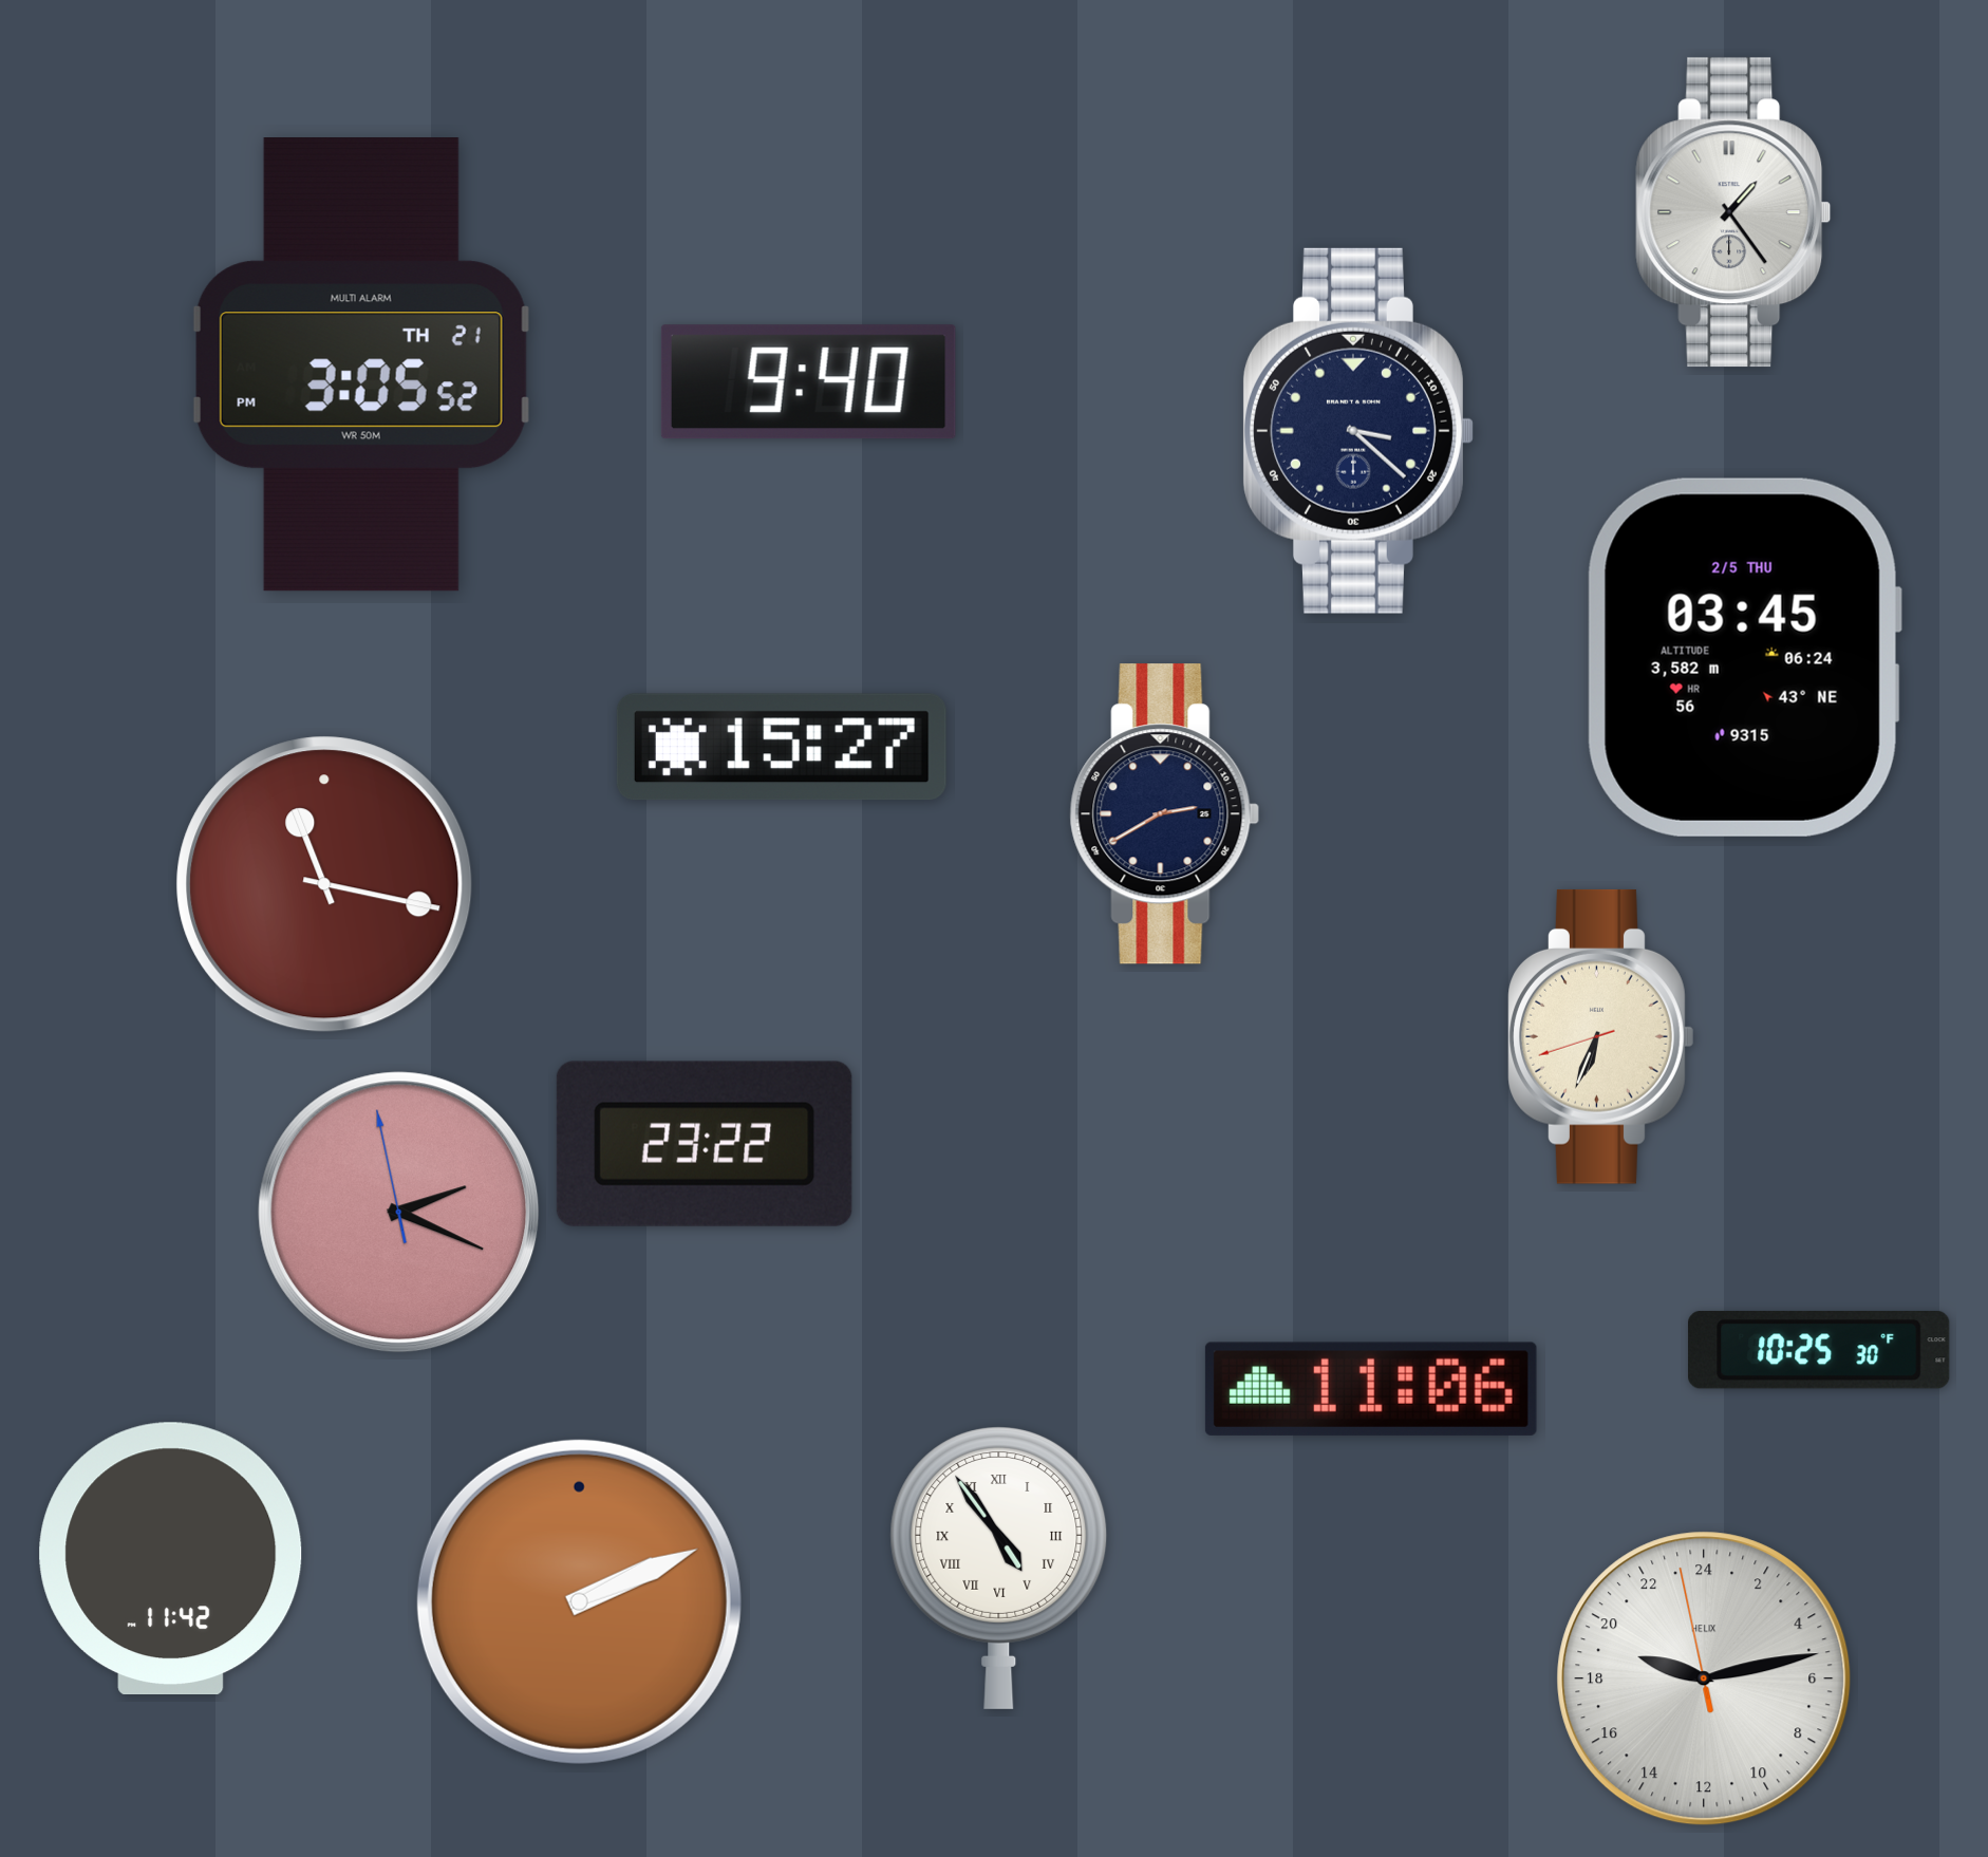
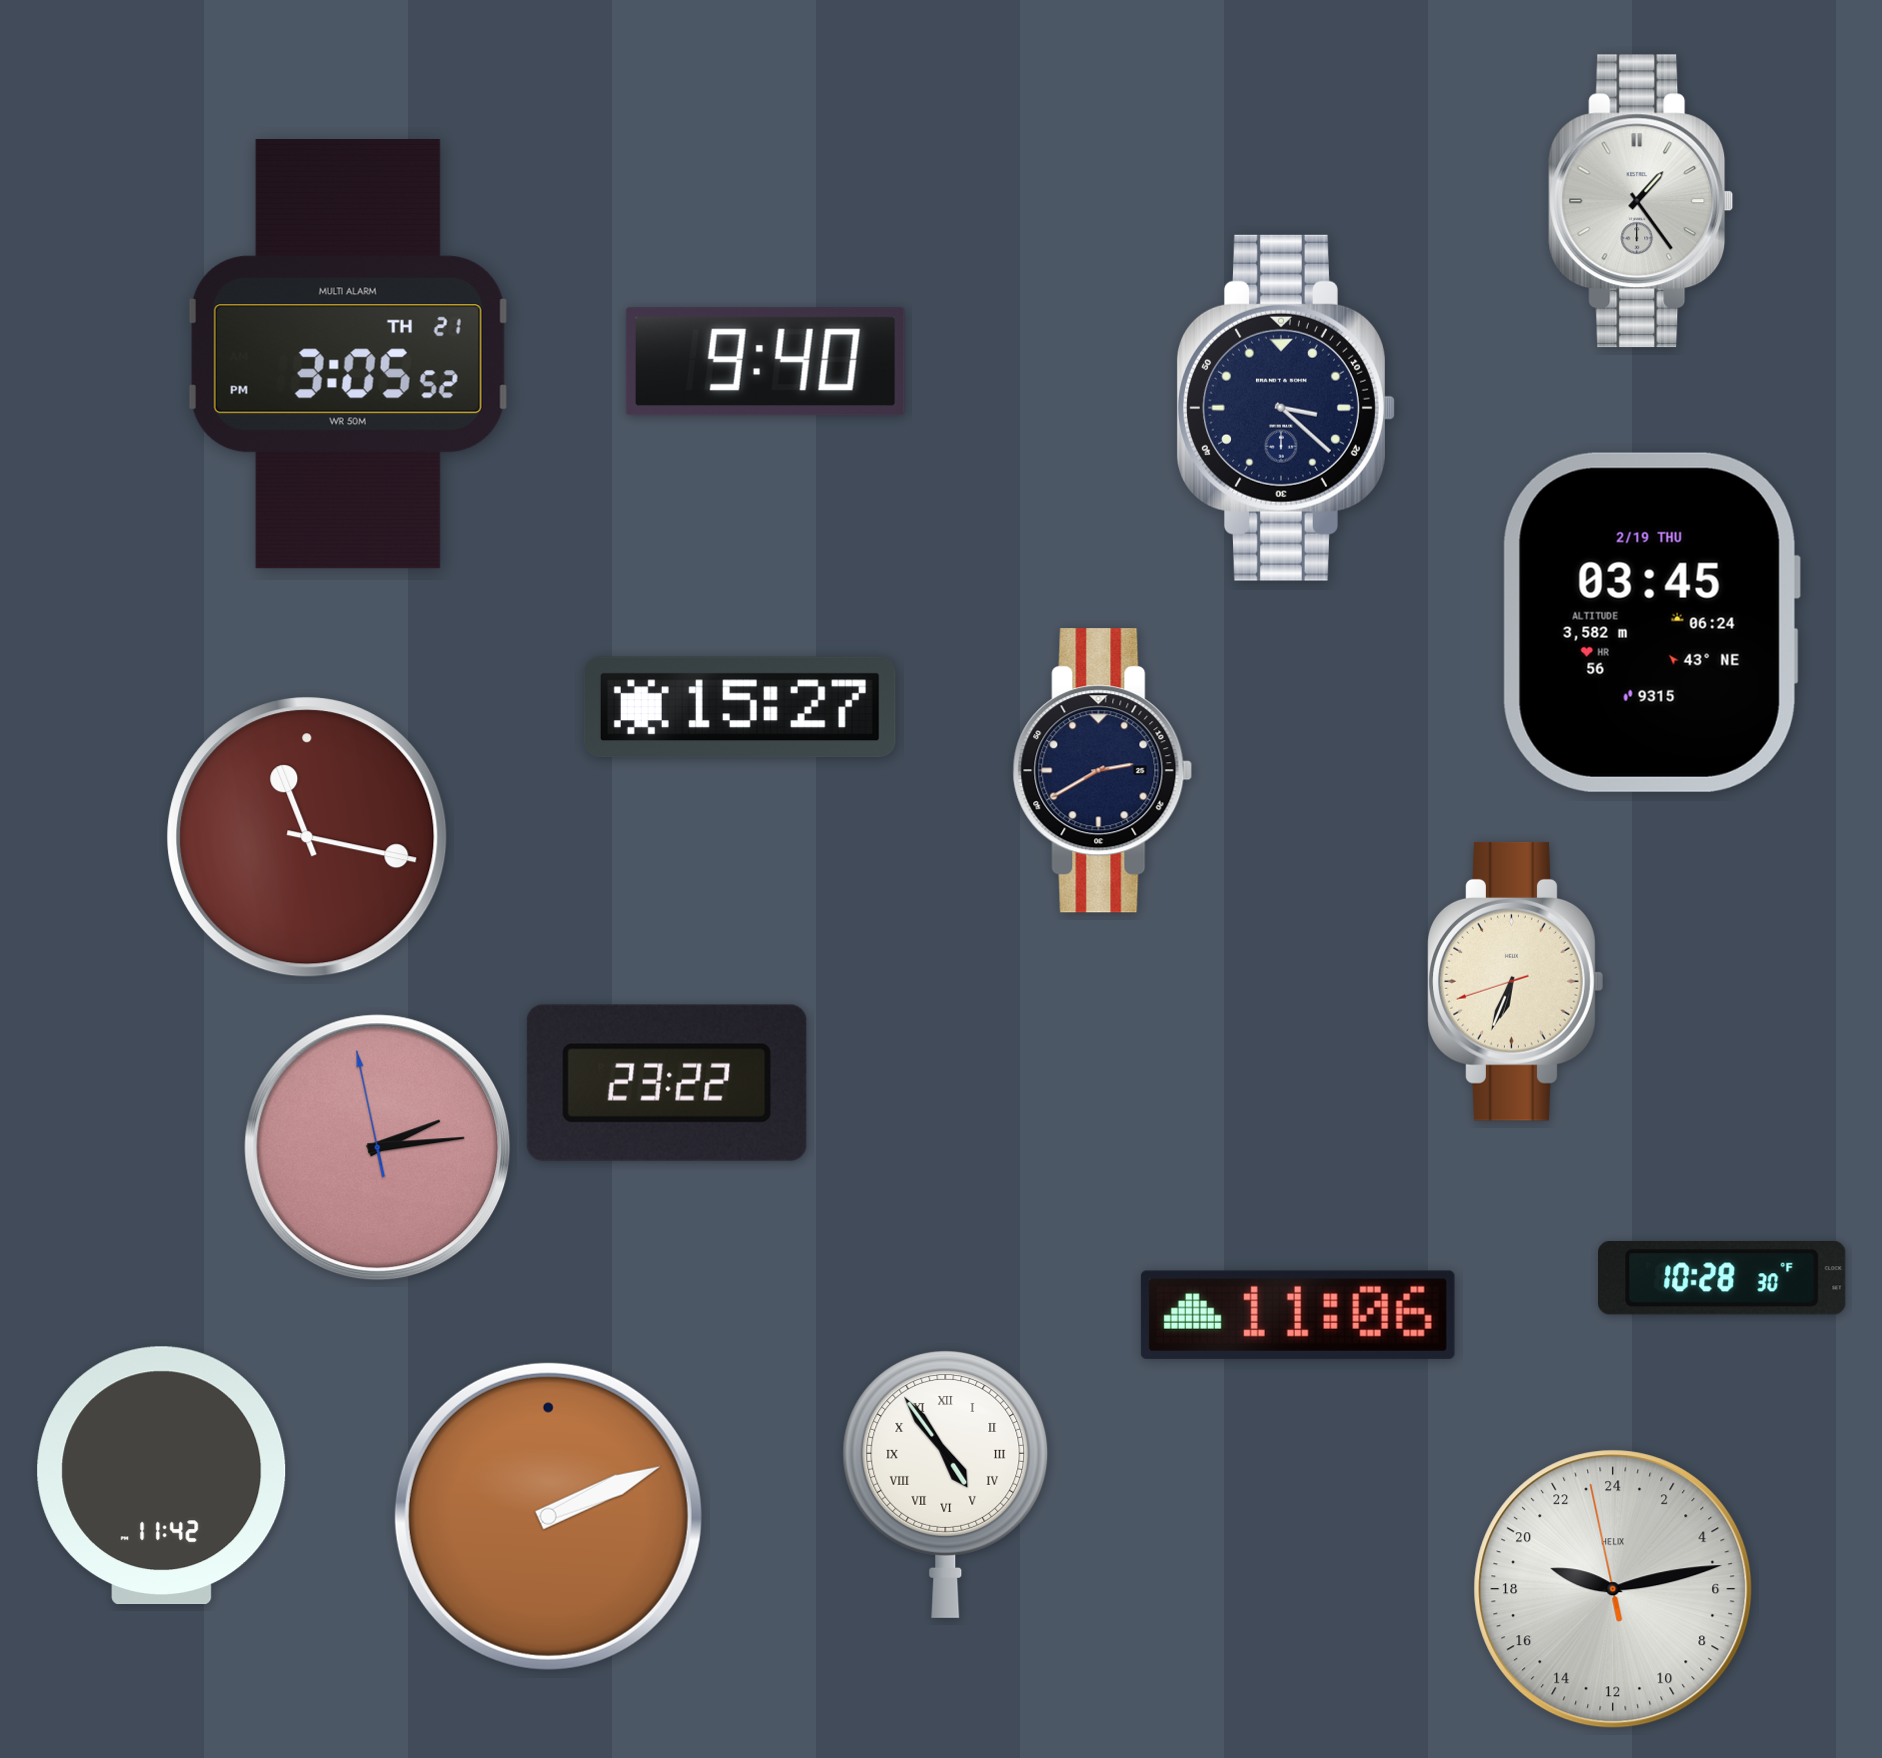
clock at (361, 364) position: (361, 364) -> (348, 354)
clock at (1744, 657) date: 2/5 THU -> 2/19 THU
clock at (399, 1213): 2:18 -> 2:13
clock at (1819, 1350): 10:25 -> 10:28
